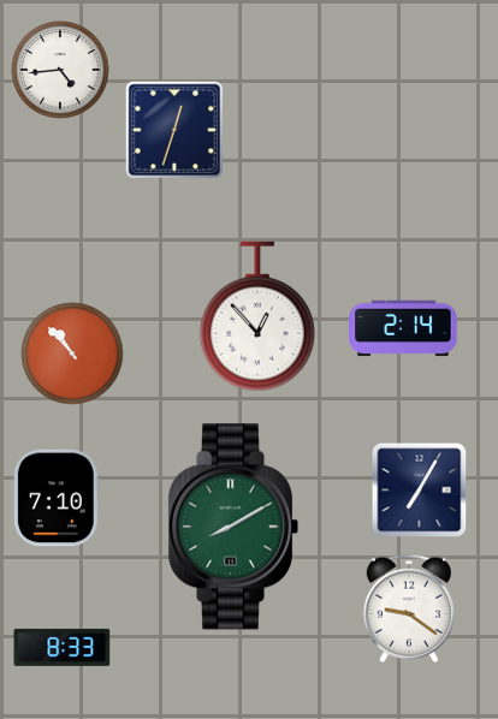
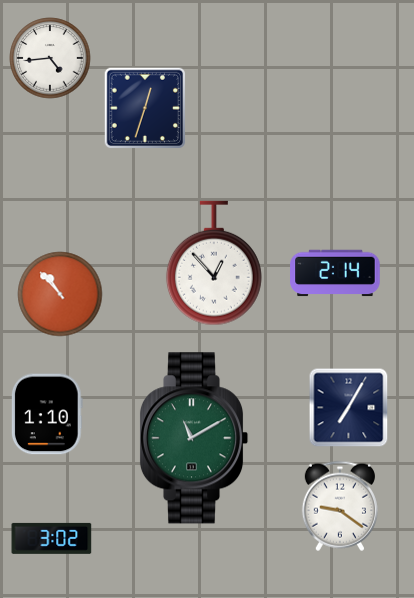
clock at (57, 498): 7:10 -> 1:10
clock at (233, 527): 8:10 -> 11:10
clock at (63, 647): 8:33 -> 3:02
